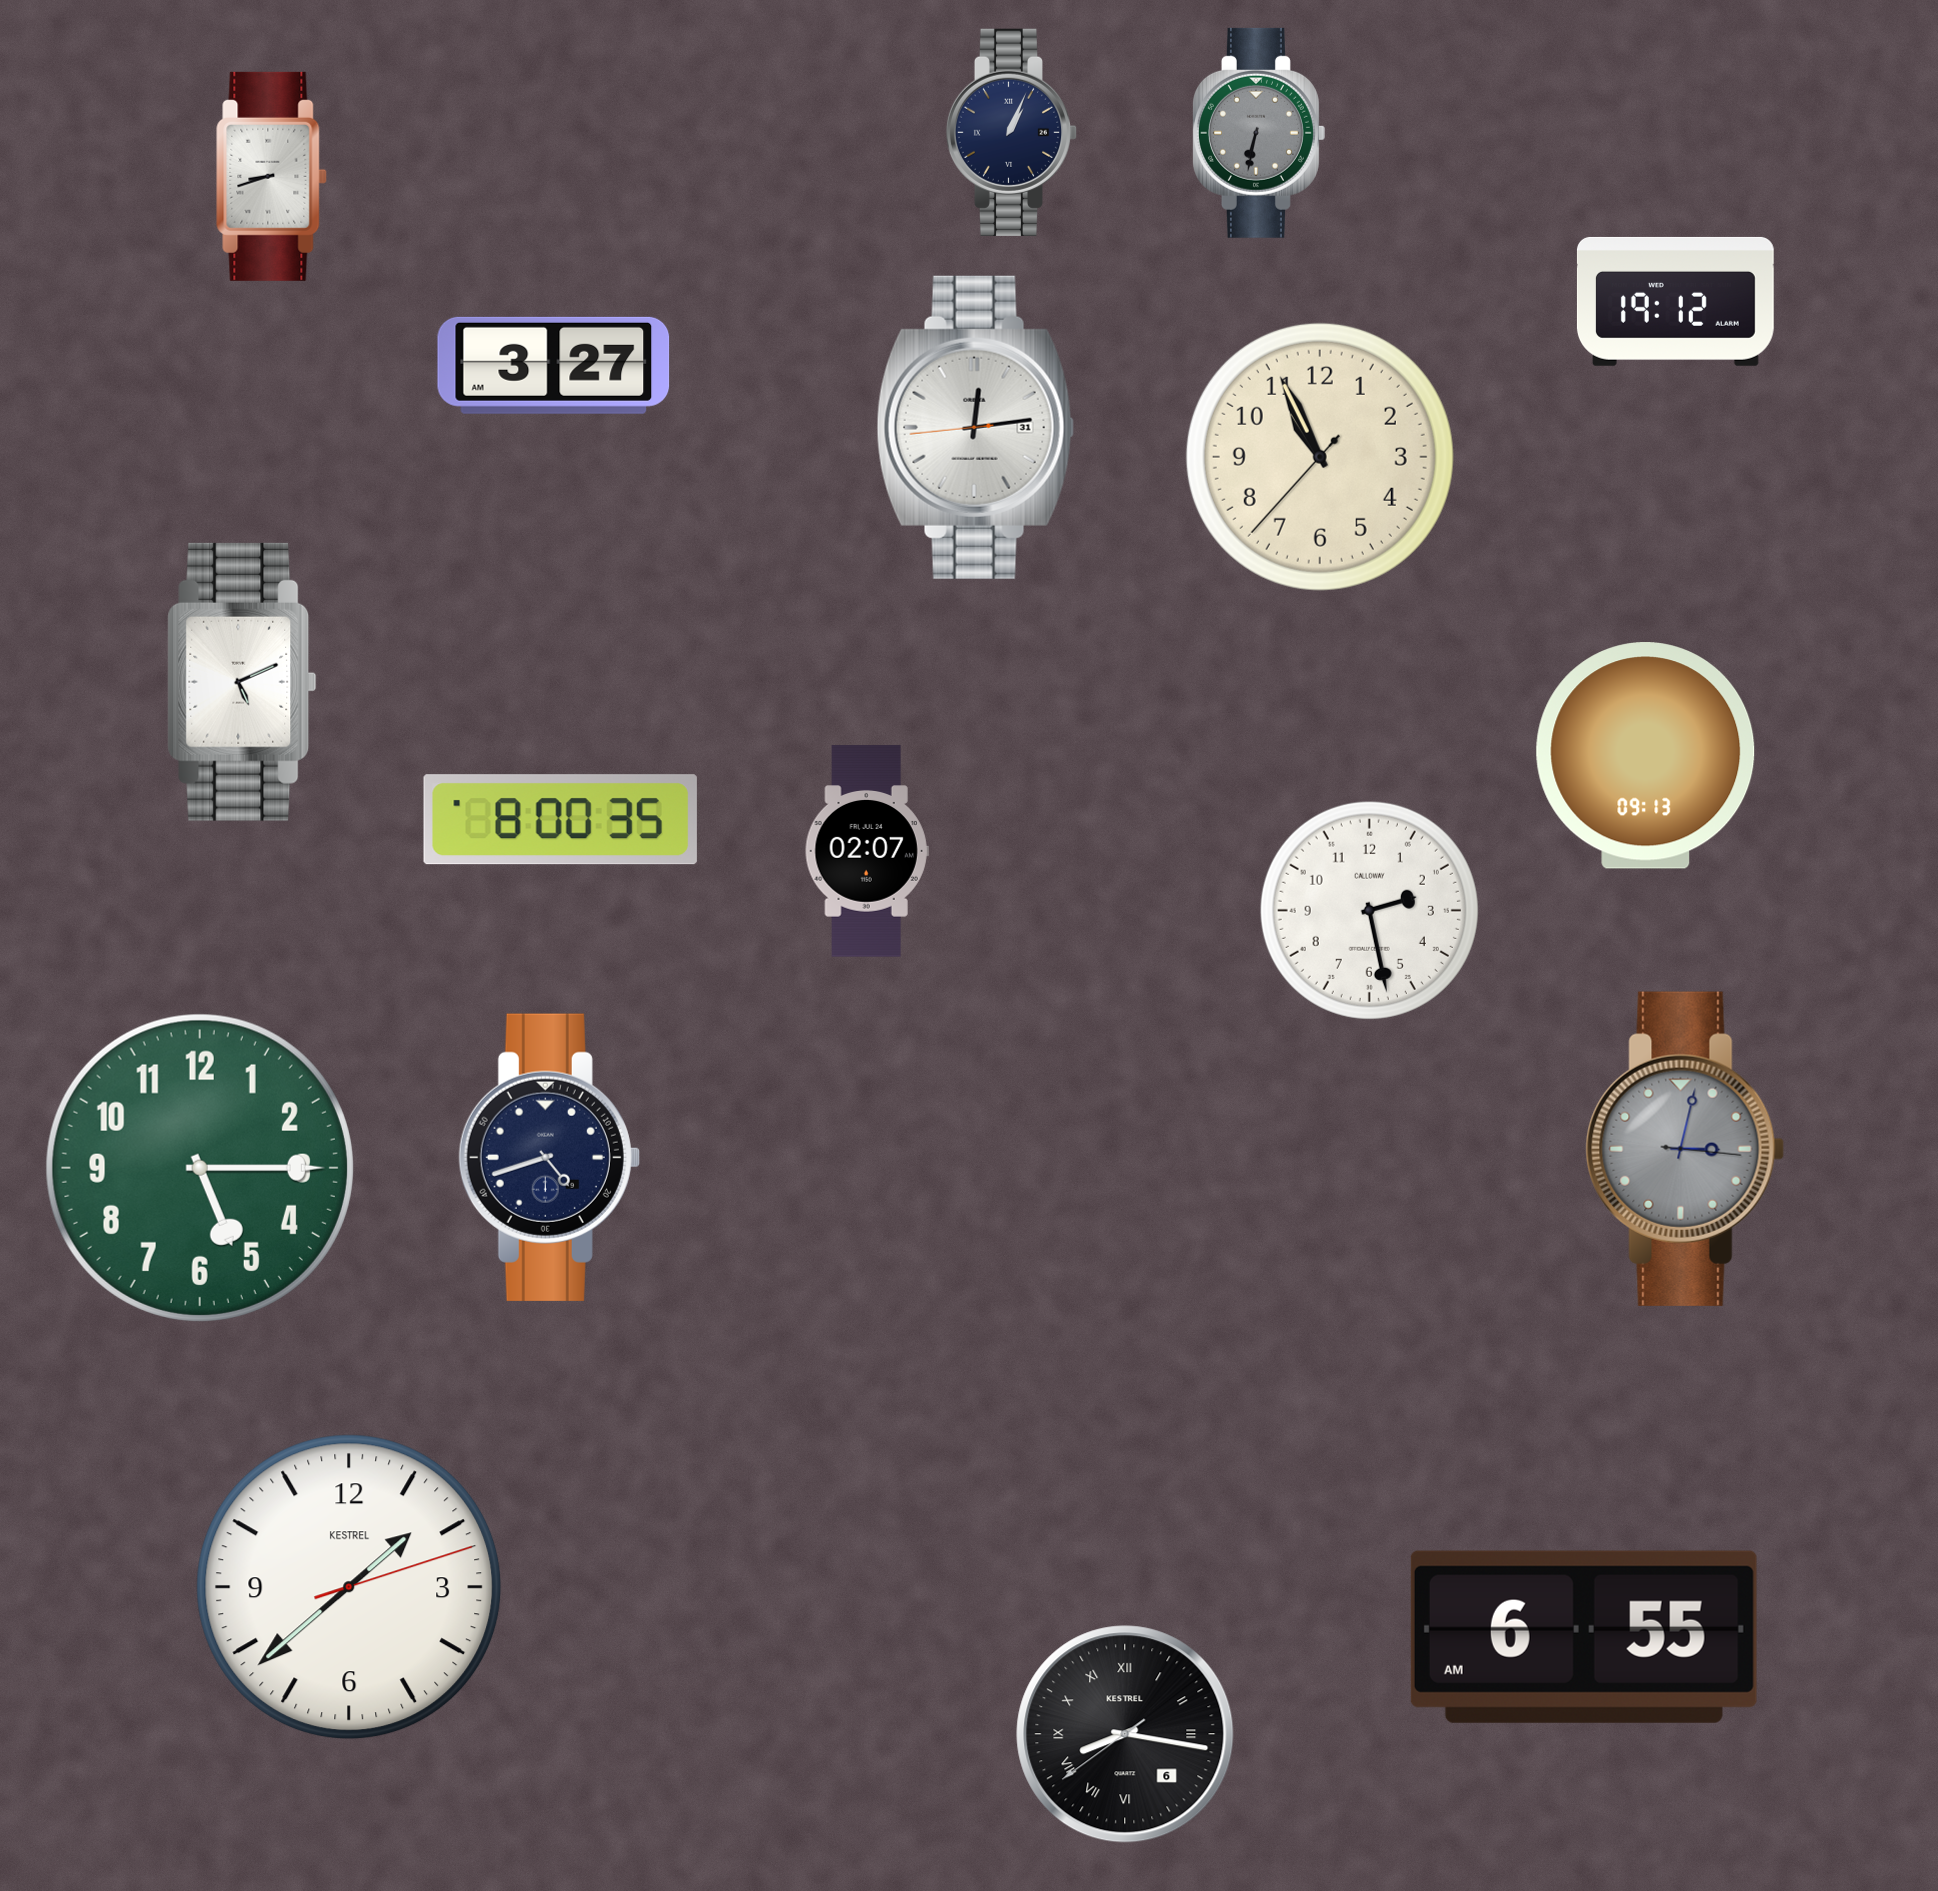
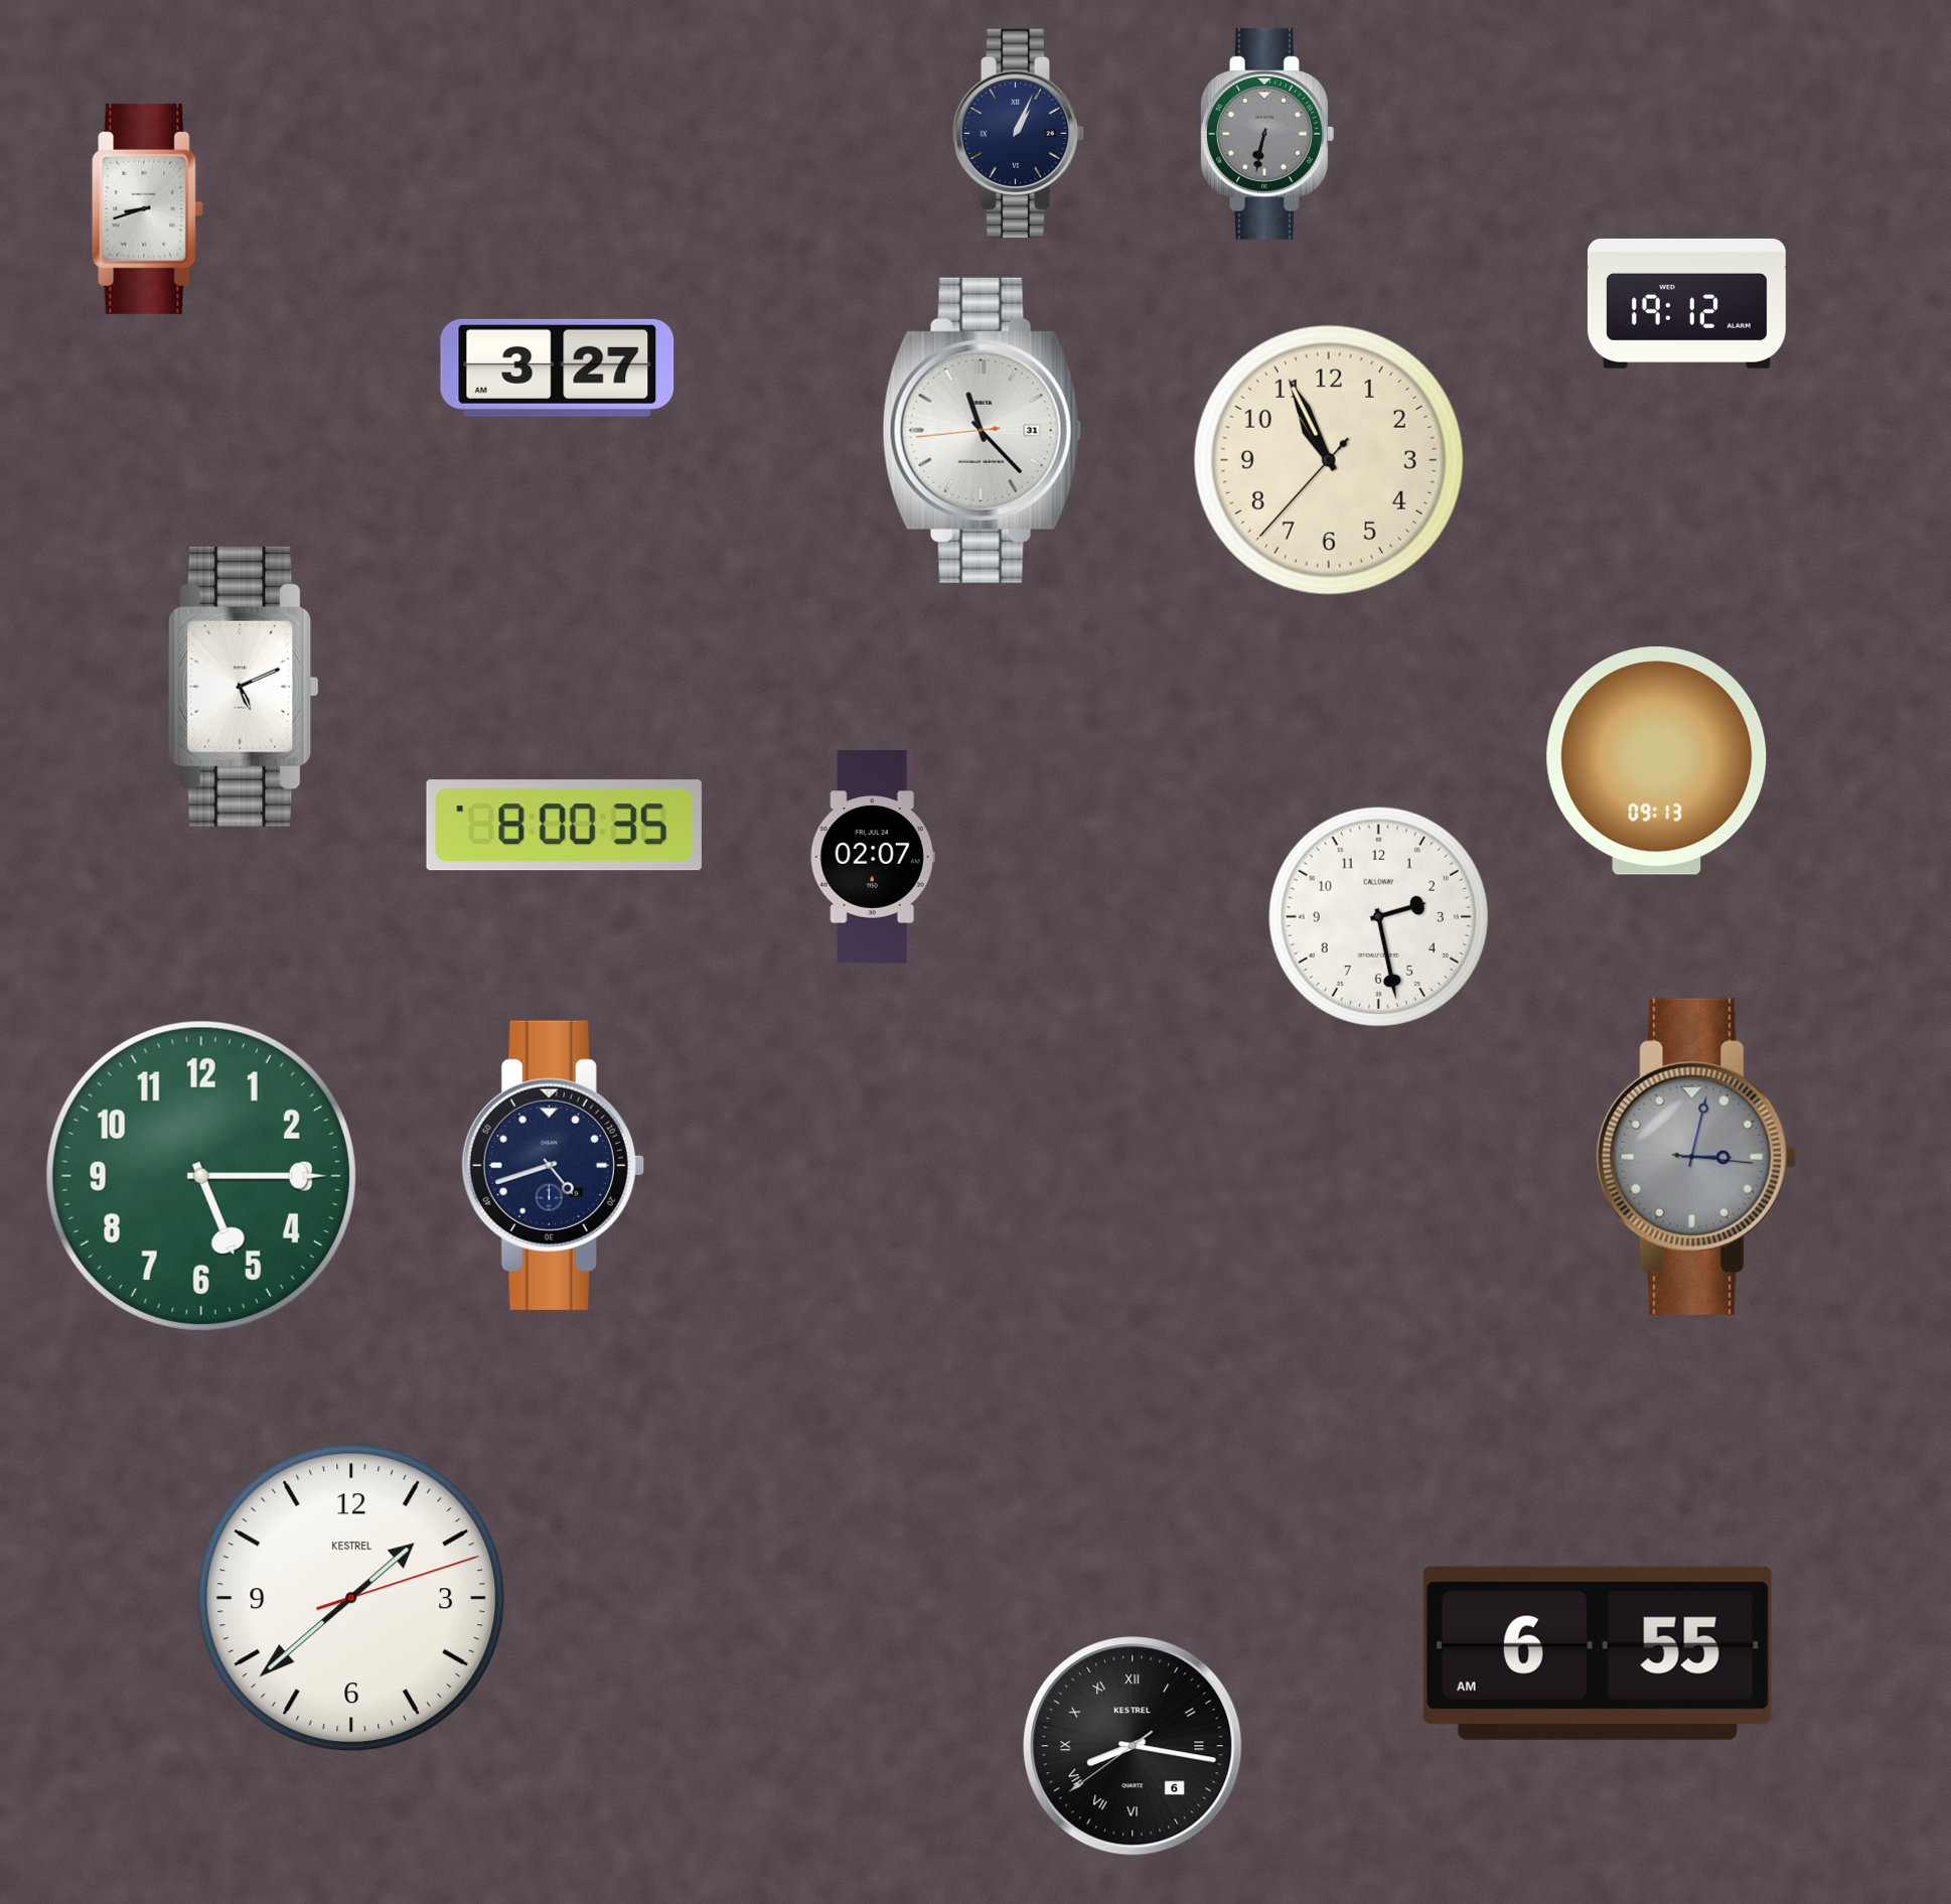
clock at (272, 176) position: (272, 176) -> (148, 208)
clock at (975, 427): 12:13 -> 11:22
clock at (1584, 1637) position: (1584, 1637) -> (1598, 1653)
